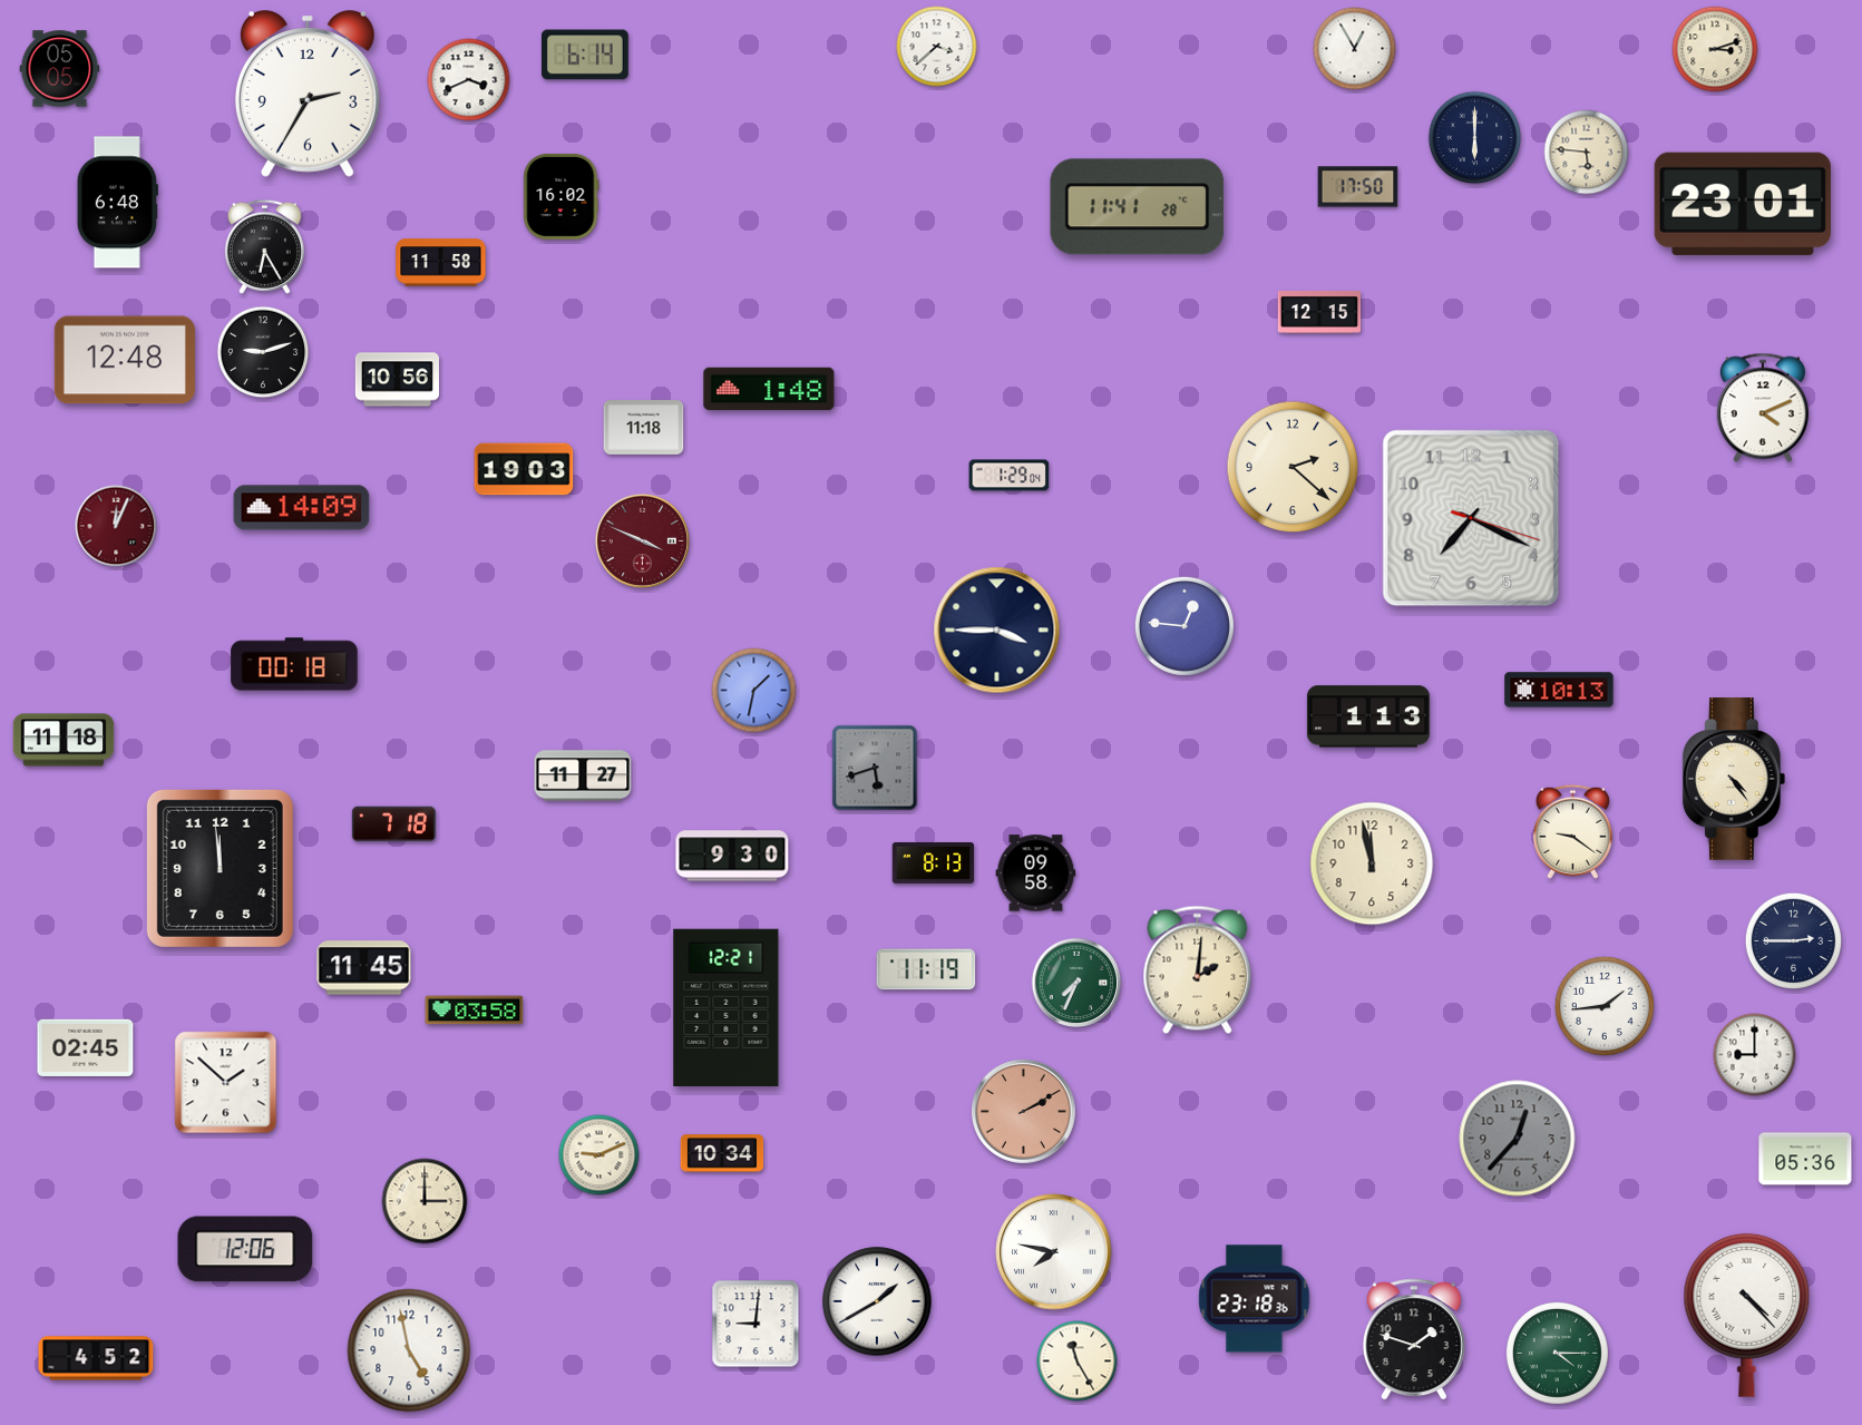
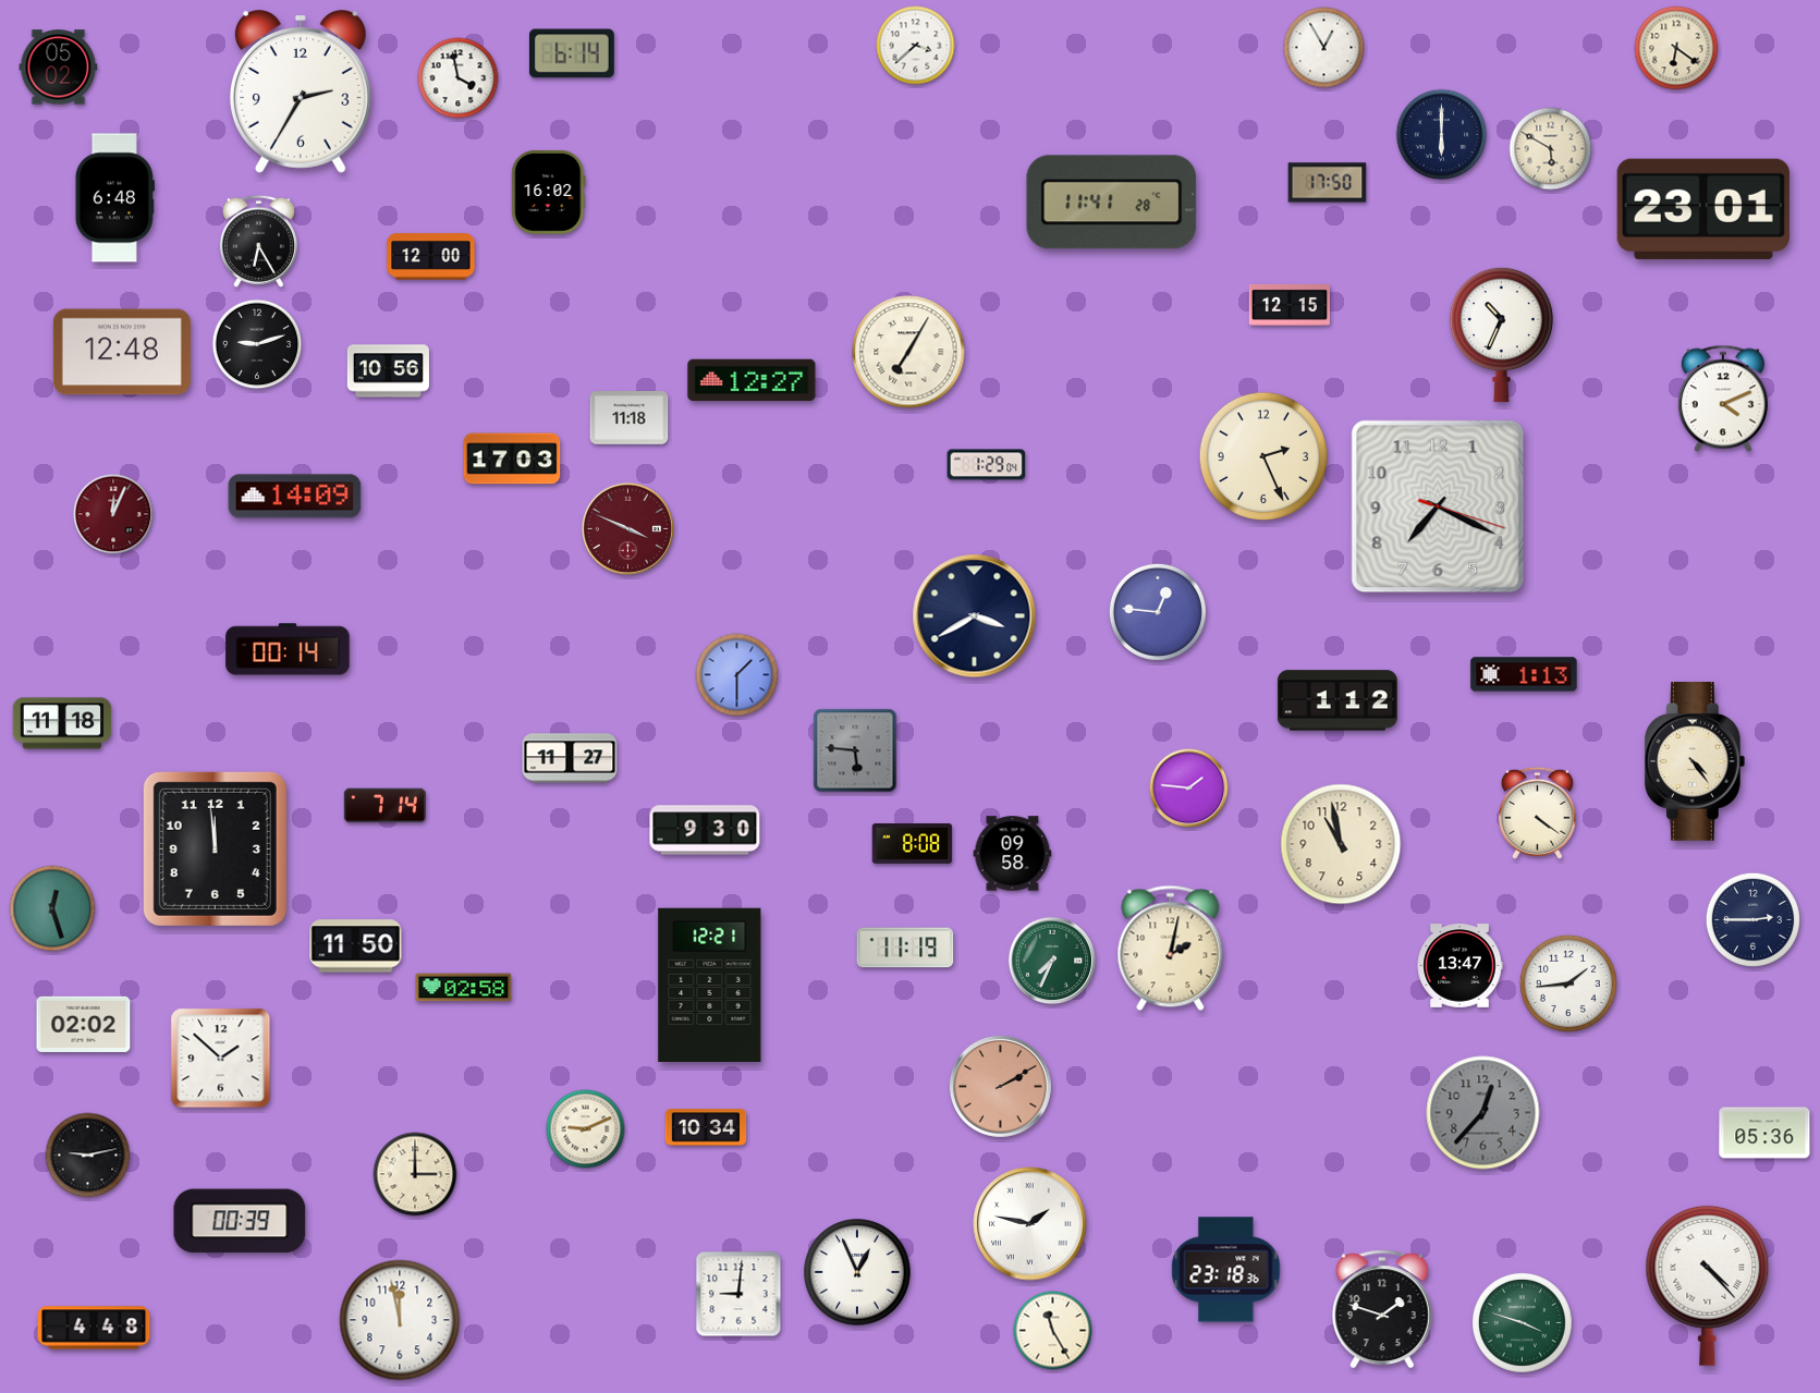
clock at (1715, 49): 3:12 -> 6:21
clock at (60, 69): 05:05 -> 05:02
clock at (469, 80): 3:41 -> 3:58
clock at (1587, 153): 5:46 -> 5:50
clock at (1743, 204) position: (1743, 204) -> (1703, 209)
clock at (441, 263): 11:58 -> 12:00
clock at (1501, 335): none -> 10:34
clock at (908, 352): none -> 7:05
clock at (769, 389): 1:48 -> 12:27
clock at (1293, 467): 2:22 -> 2:26
clock at (524, 469): 19:03 -> 17:03
clock at (997, 631): 3:45 -> 3:40
clock at (294, 664): 00:18 -> 00:14
clock at (1559, 690): 10:13 -> 1:13
clock at (754, 691): 1:32 -> 1:30
clock at (1368, 716): 1:13 -> 1:12
clock at (875, 768): 5:42 -> 5:46
clock at (1189, 789): none -> 1:46
clock at (393, 824): 7:18 -> 7:14
clock at (1572, 831): 9:21 -> 4:21
clock at (732, 856) position: (732, 856) -> (705, 830)
clock at (934, 862): 8:13 -> 8:08
clock at (1372, 863): 11:58 -> 10:58
clock at (52, 908): none -> 12:27
clock at (364, 968): 11:45 -> 11:50
clock at (1198, 970): 2:01 -> 2:02
clock at (1459, 966): none -> 13:47
clock at (475, 1011): 03:58 -> 02:58
clock at (86, 1047): 02:45 -> 02:02
clock at (1755, 1055): 9:00 -> none
clock at (88, 1156): none -> 9:13
clock at (245, 1249): 12:06 -> 00:39
clock at (1054, 1252): 7:47 -> 1:47
clock at (877, 1301): 1:40 -> 12:56
clock at (409, 1350): 4:58 -> 11:58
clock at (1557, 1353): 4:15 -> 3:48
clock at (96, 1358): 4:52 -> 4:48
